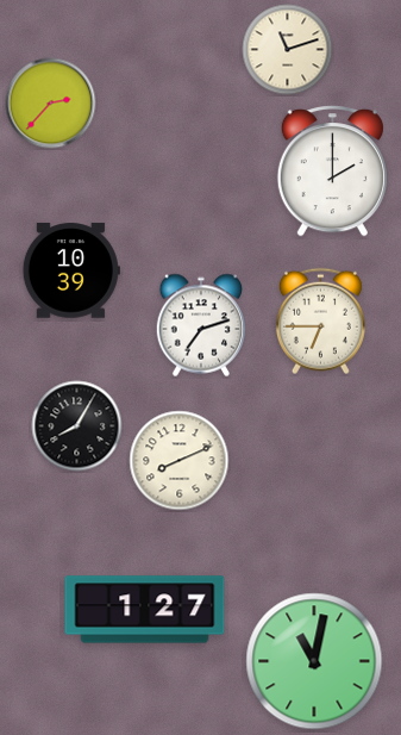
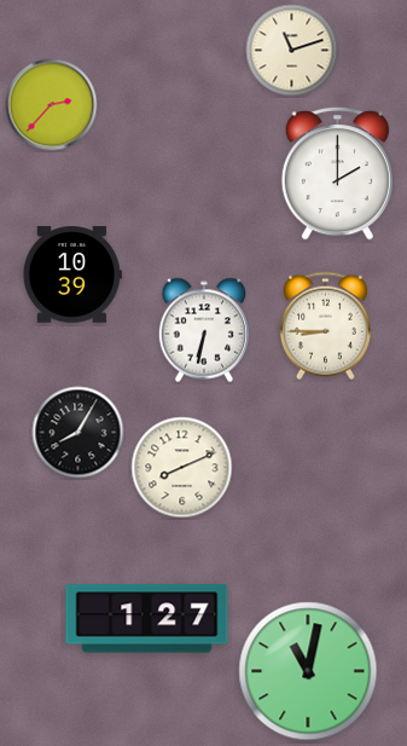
clock at (320, 322): 6:45 -> 8:45
clock at (200, 325): 7:12 -> 6:32
clock at (314, 661) position: (314, 661) -> (308, 671)
